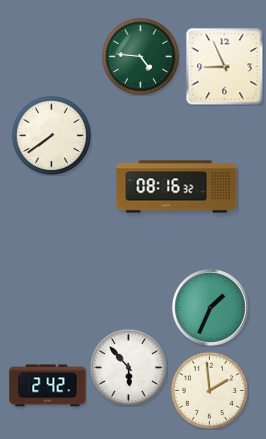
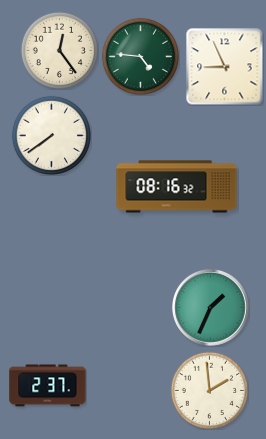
clock at (59, 50): none -> 12:24
clock at (128, 367): 5:53 -> none
clock at (48, 386): 2:42 -> 2:37
